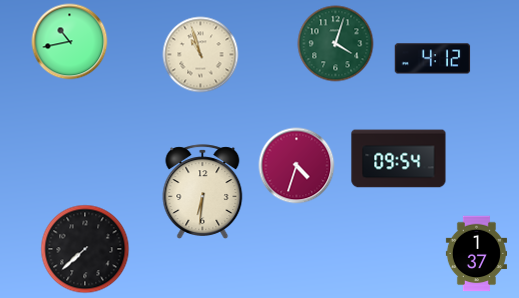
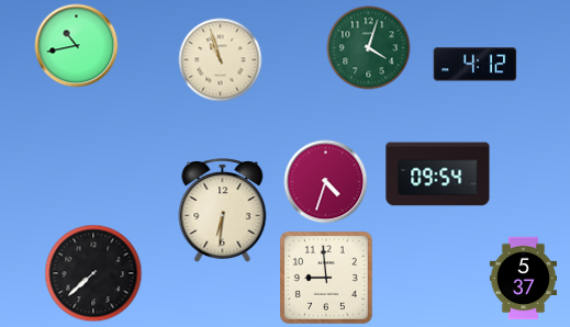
clock at (327, 279): none -> 8:59
clock at (476, 254): 1:37 -> 5:37
